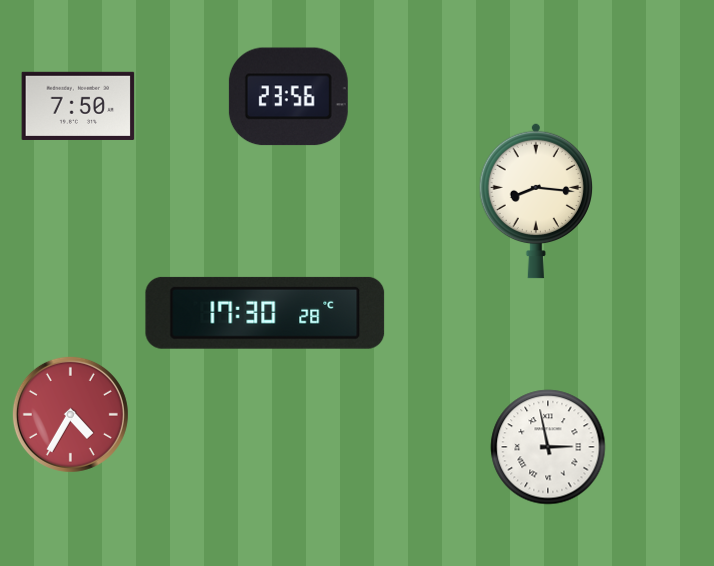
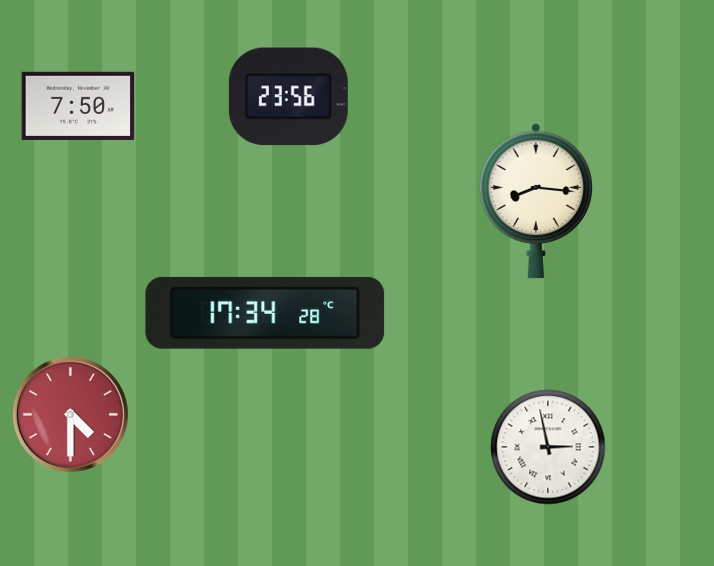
clock at (265, 313): 17:30 -> 17:34
clock at (70, 414): 4:35 -> 4:30
